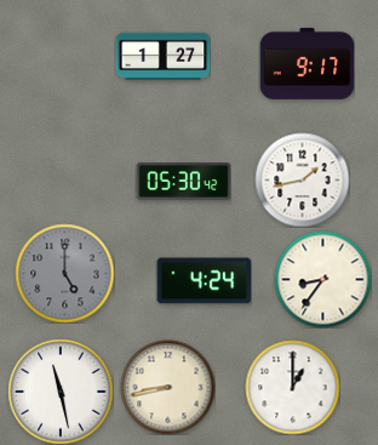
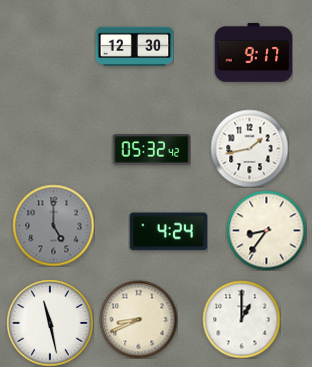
clock at (162, 57): 1:27 -> 12:30
clock at (183, 182): 05:30 -> 05:32
clock at (167, 387): 8:43 -> 8:41
